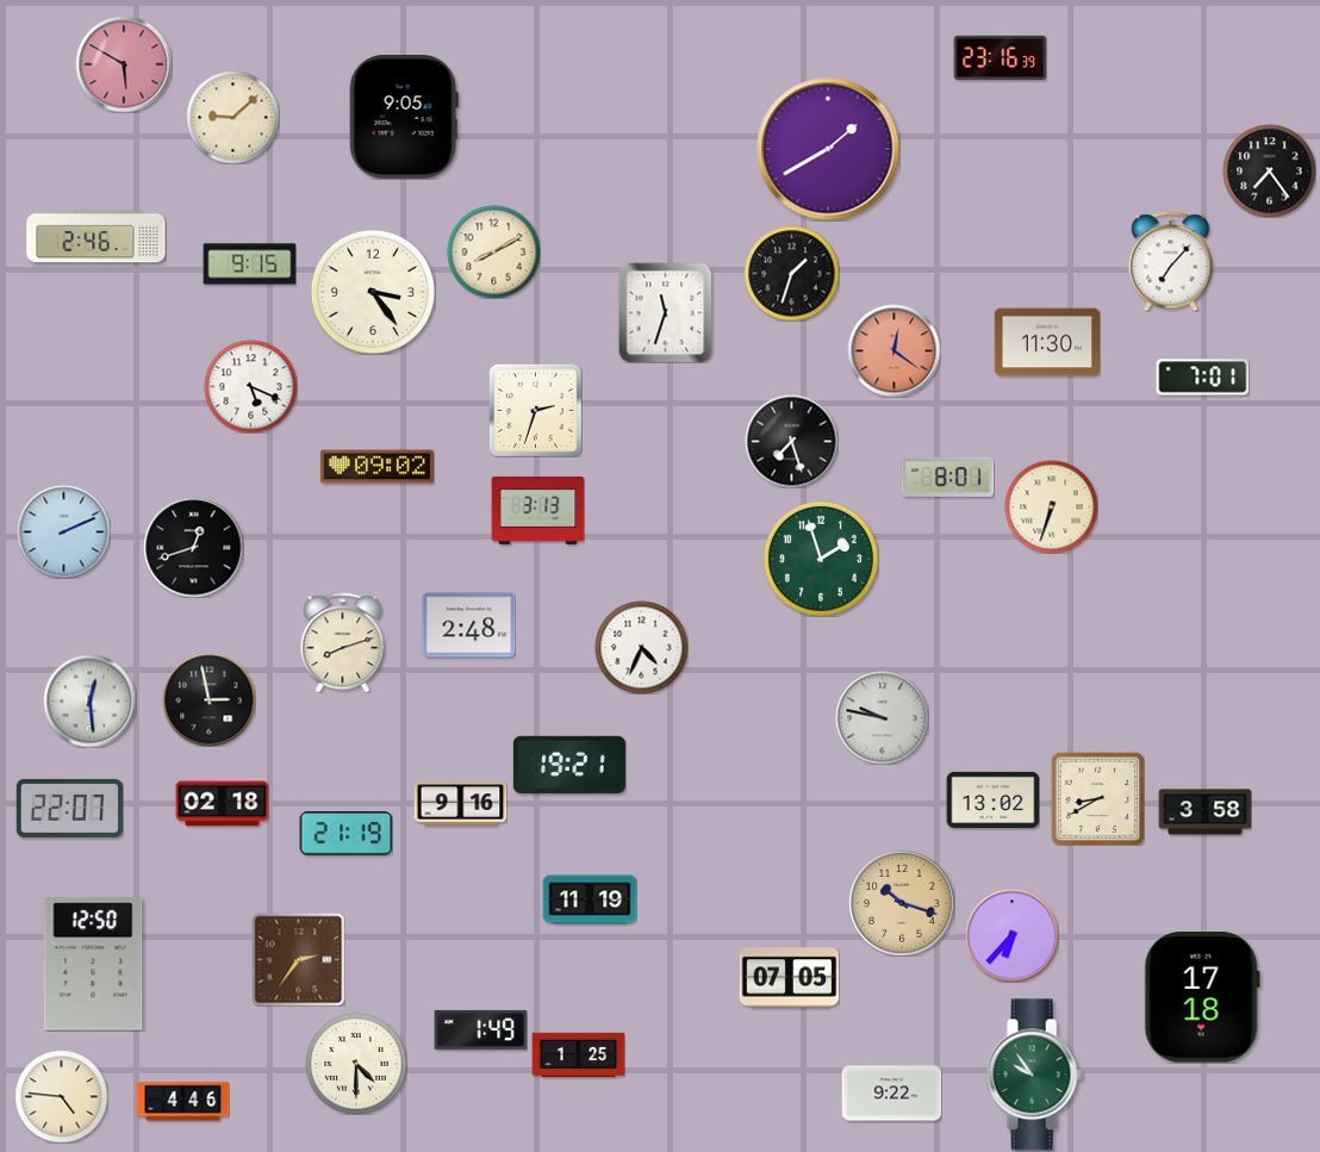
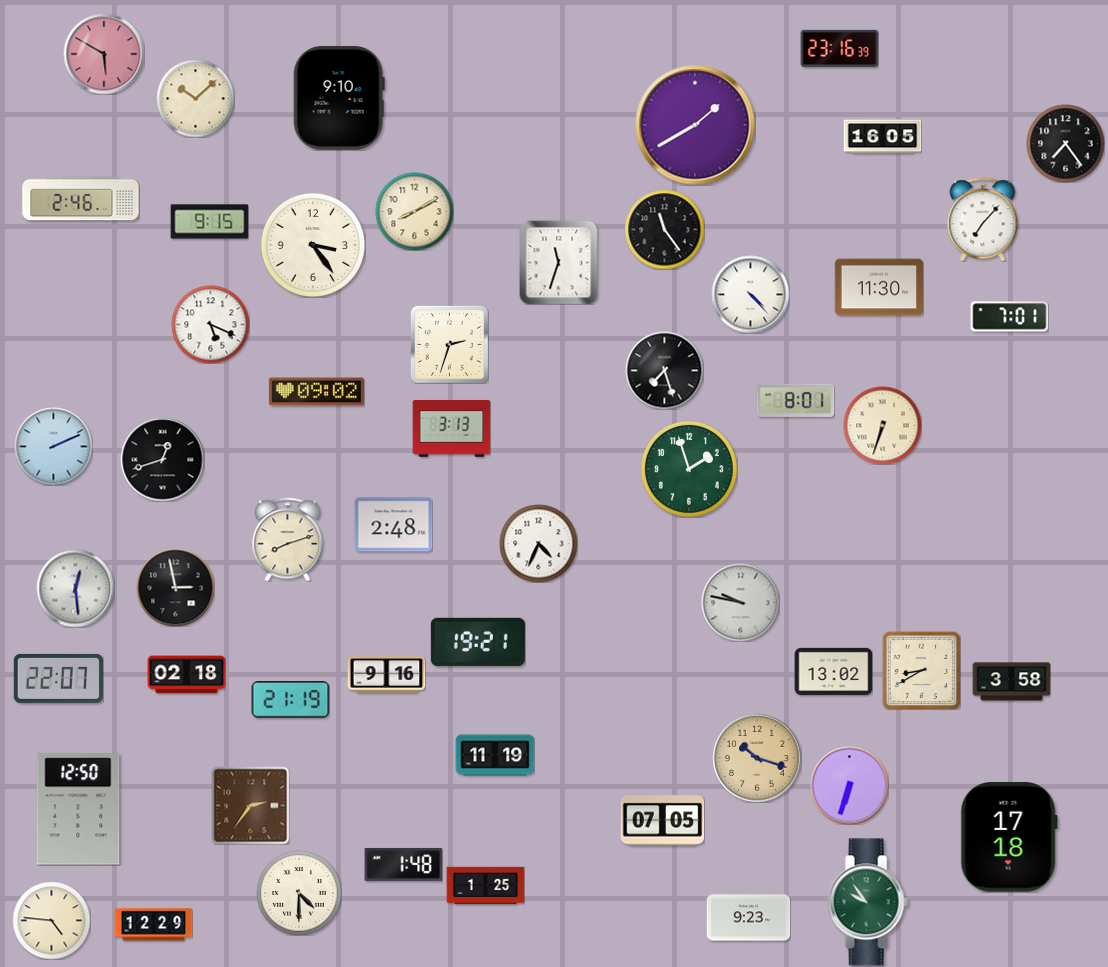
clock at (232, 117): 9:08 -> 10:08
clock at (404, 118): 9:05 -> 9:10
clock at (882, 137): none -> 16:05
clock at (791, 273): 1:33 -> 11:24
clock at (894, 350): 12:21 -> 4:23
clock at (894, 350) dial: salmon -> white
clock at (1011, 935): 6:37 -> 6:33
clock at (480, 1029): 1:49 -> 1:48
clock at (891, 1094): 9:22 -> 9:23
clock at (182, 1102): 4:46 -> 12:29
